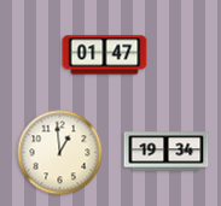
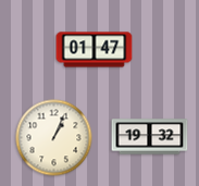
clock at (167, 152): 19:34 -> 19:32
clock at (60, 153): 12:59 -> 1:04
